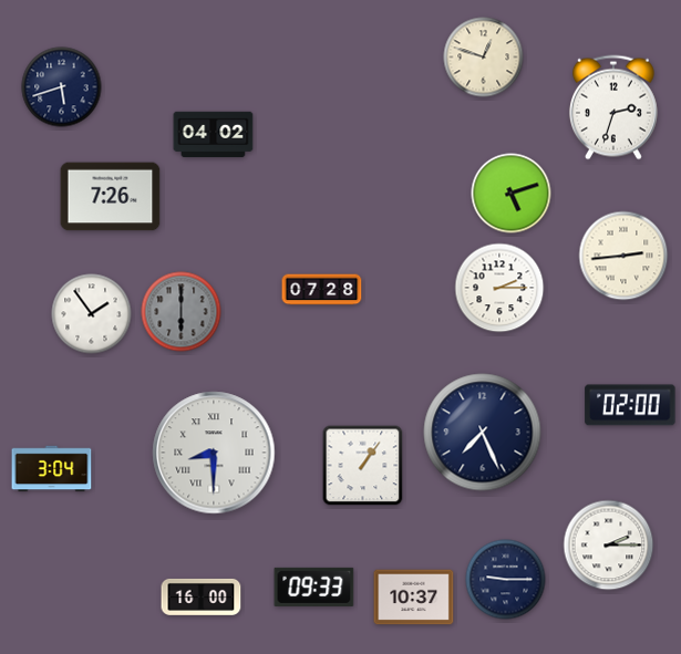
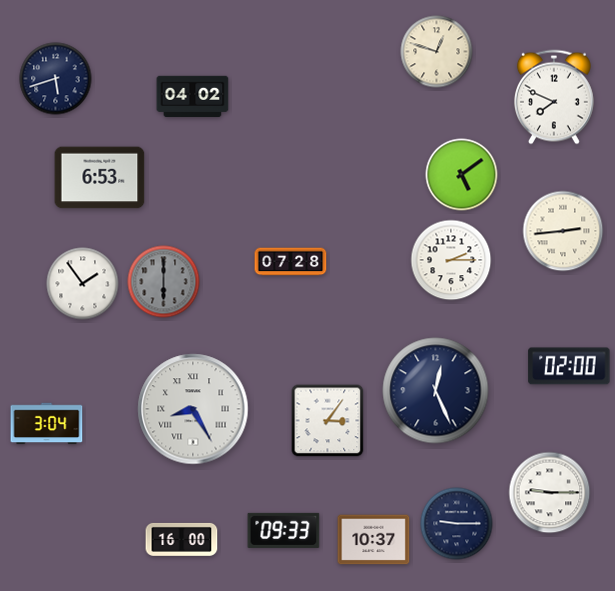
clock at (613, 107): 2:33 -> 7:49
clock at (214, 135) position: (214, 135) -> (193, 97)
clock at (512, 194): 5:12 -> 5:09
clock at (111, 197): 7:26 -> 6:53
clock at (483, 433): 7:26 -> 12:26
clock at (214, 453): 8:30 -> 8:25
clock at (363, 466): 1:06 -> 3:06
clock at (609, 546): 2:15 -> 9:15
